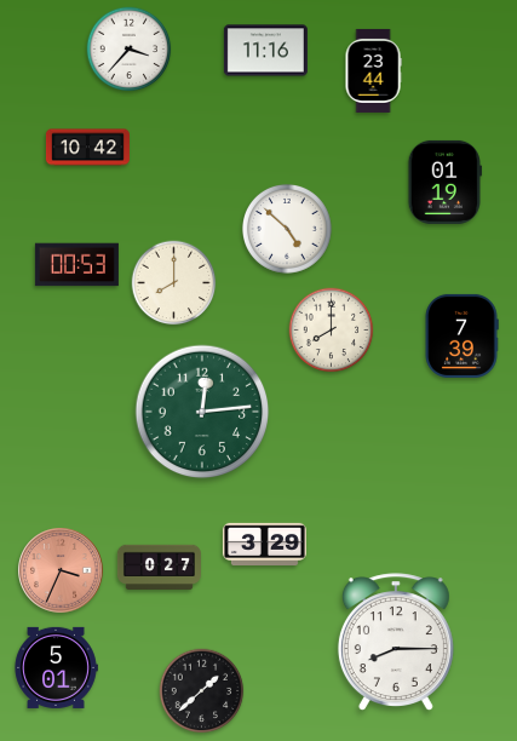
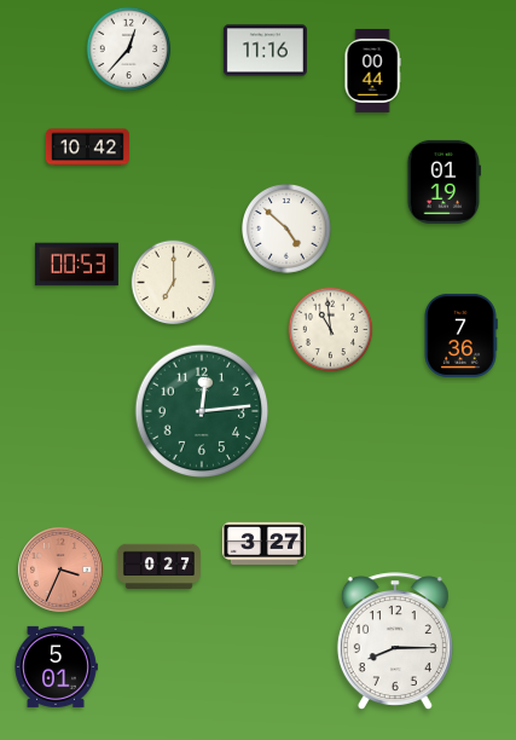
clock at (130, 50): 3:37 -> 12:37
clock at (373, 70): 23:44 -> 00:44
clock at (174, 283): 8:00 -> 7:00
clock at (332, 331): 8:00 -> 10:59
clock at (461, 335): 7:39 -> 7:36
clock at (264, 544): 3:29 -> 3:27
clock at (202, 691): 1:38 -> none
